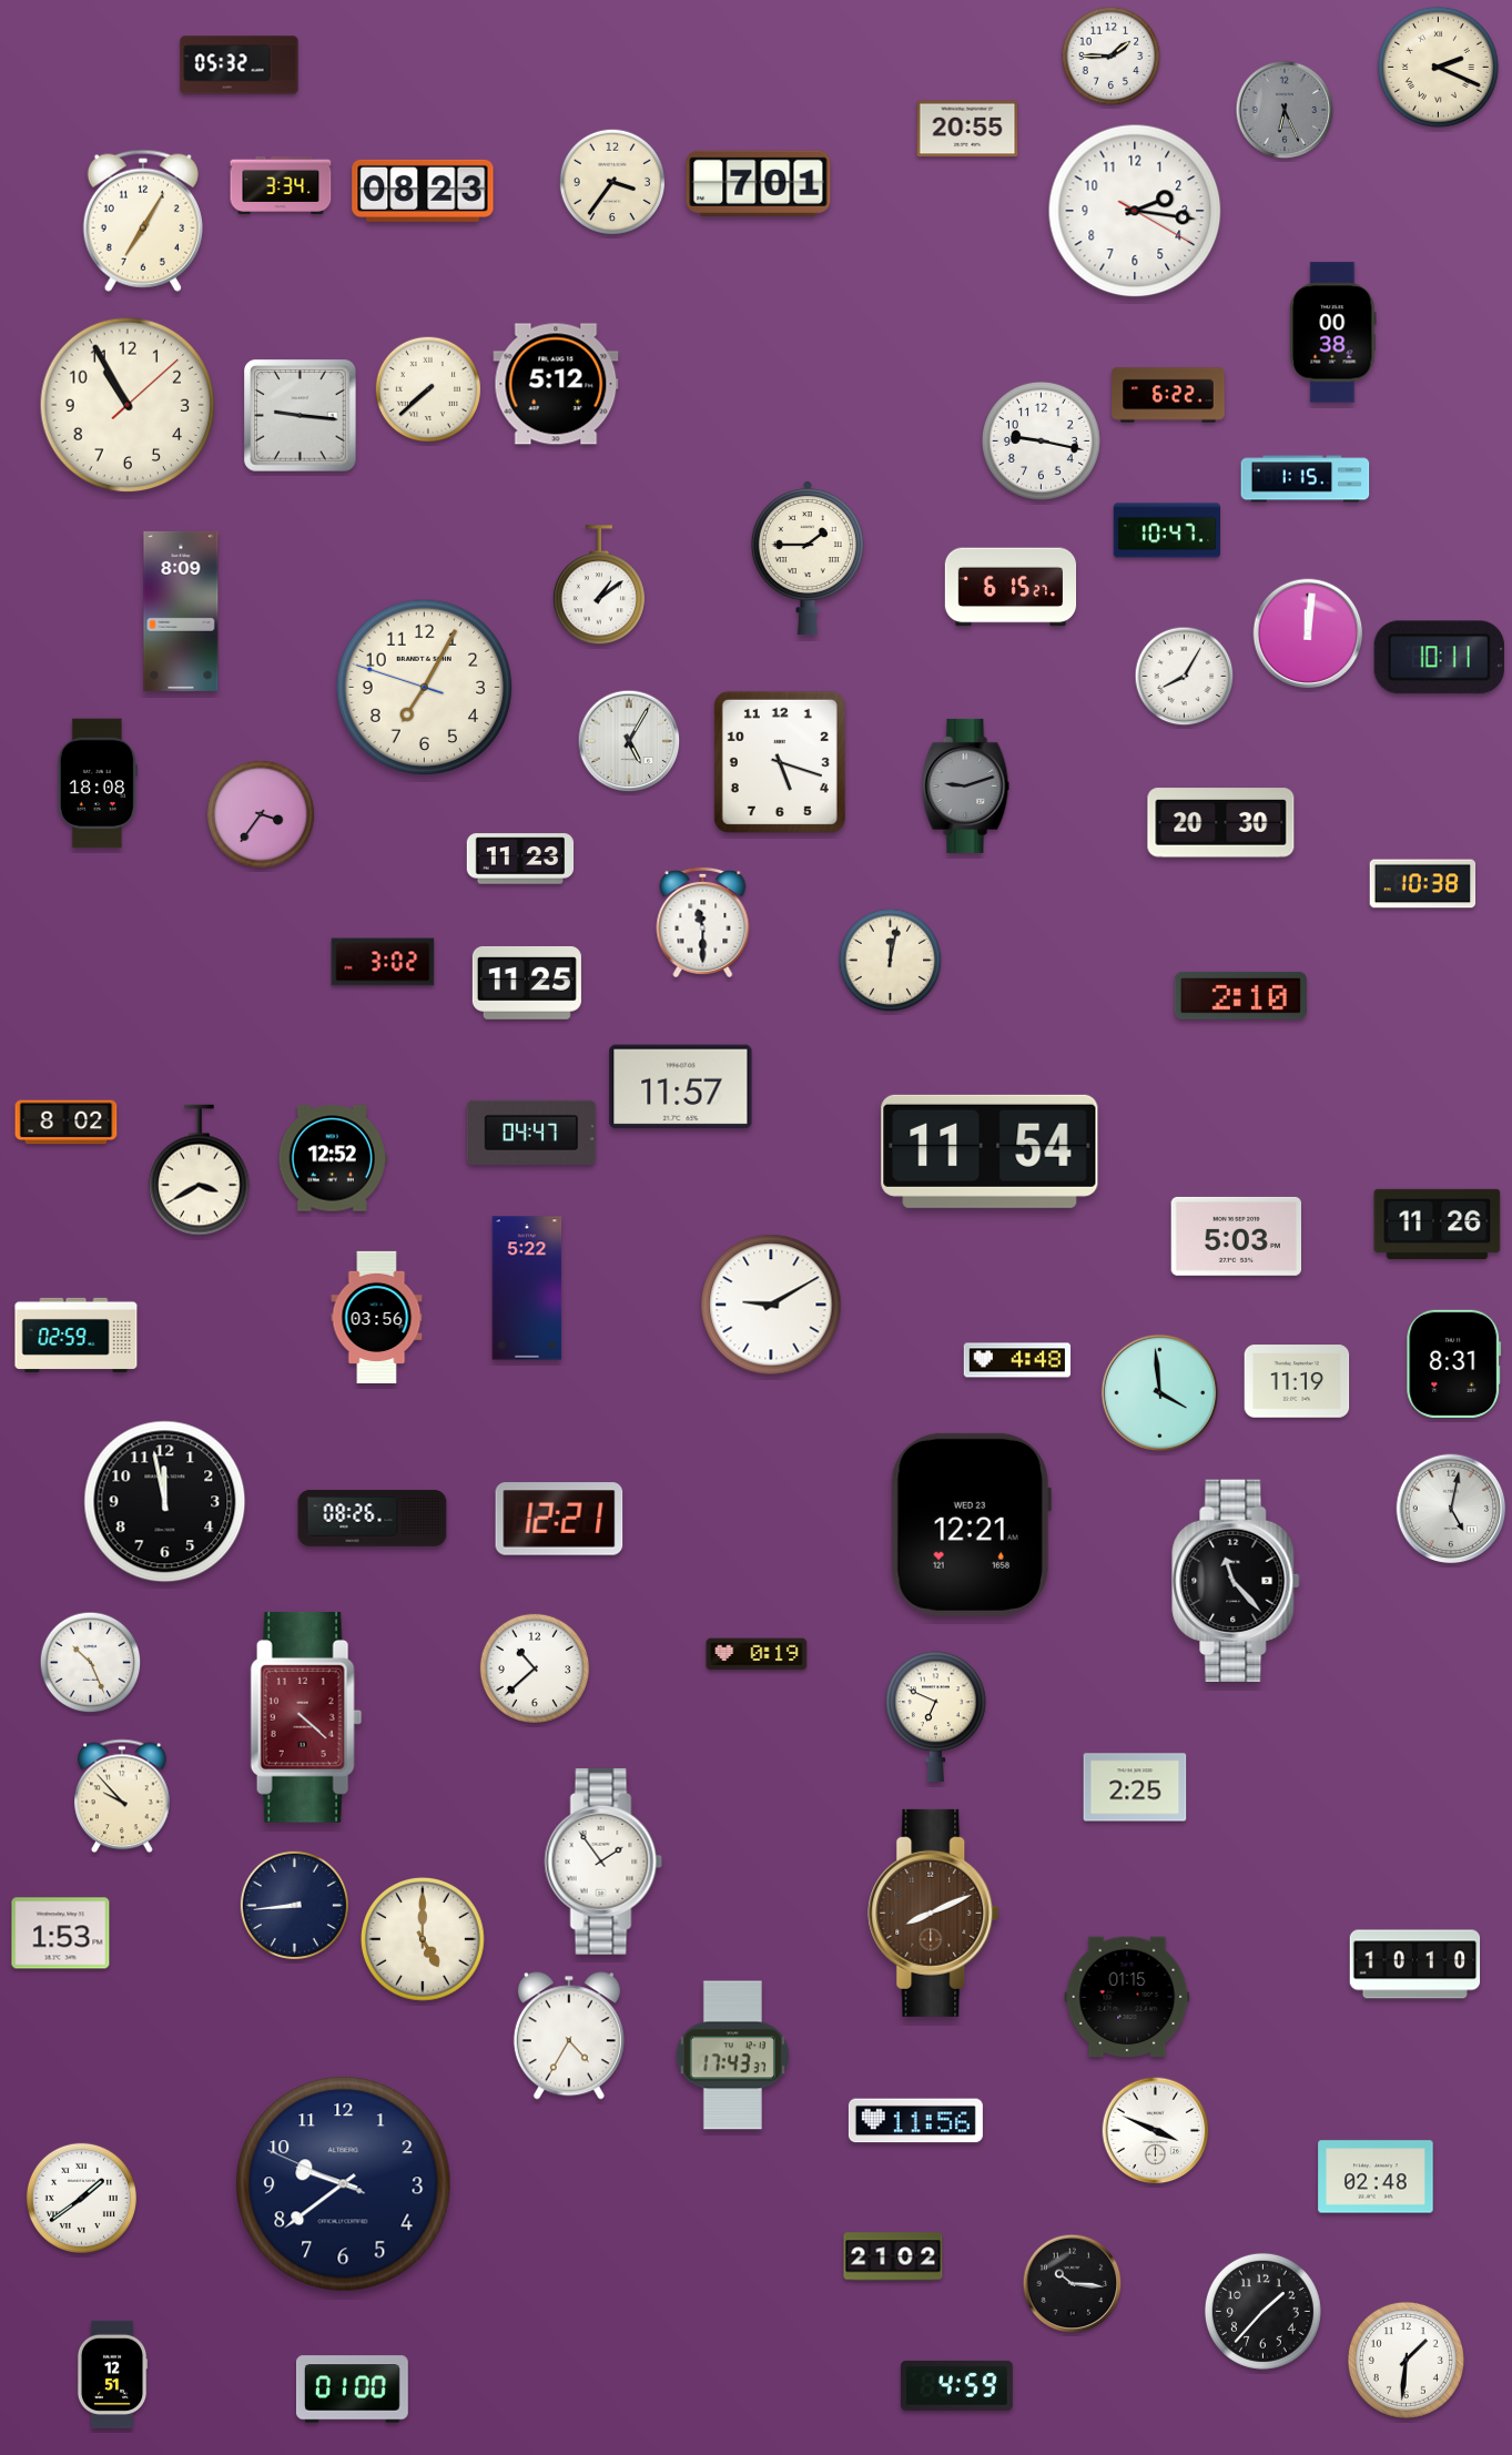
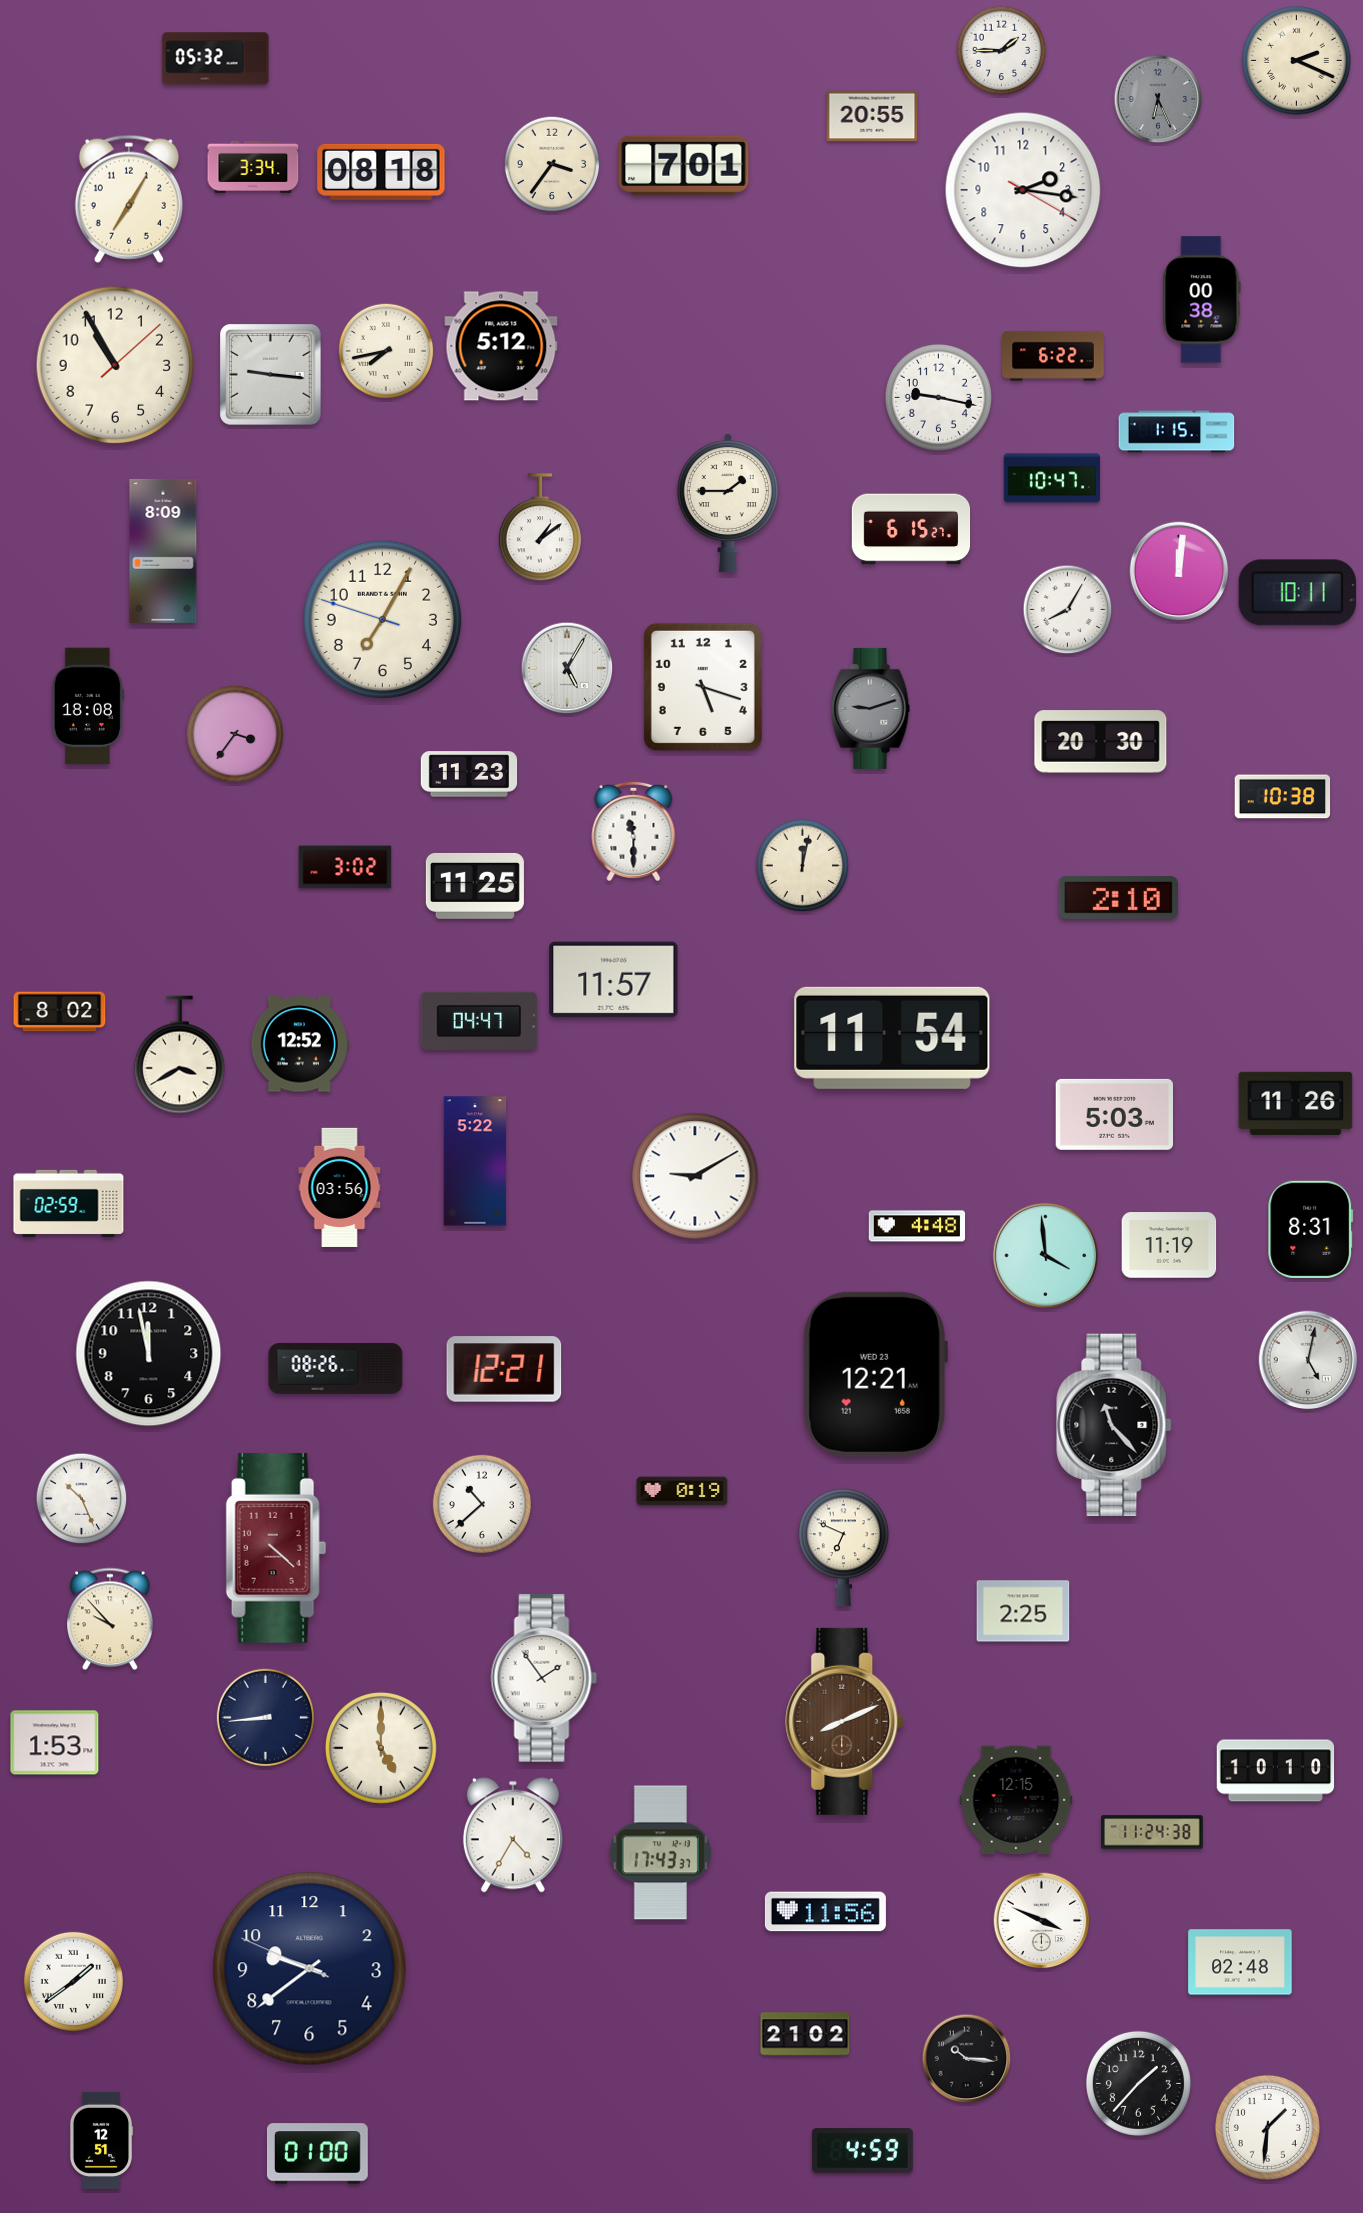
clock at (423, 191): 08:23 -> 08:18
clock at (428, 389): 7:38 -> 7:43
clock at (934, 1913) position: (934, 1913) -> (845, 1721)
clock at (1127, 1997): 01:15 -> 12:15
clock at (1152, 1832): none -> 11:24
